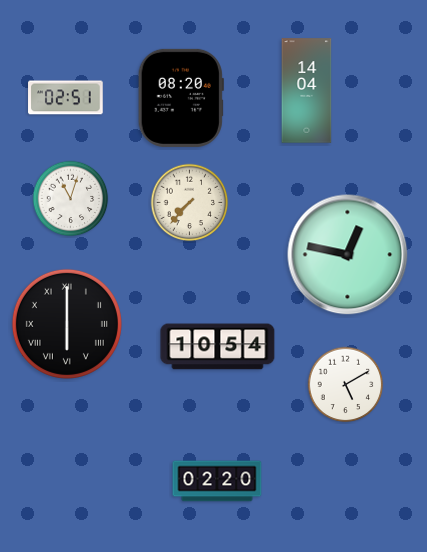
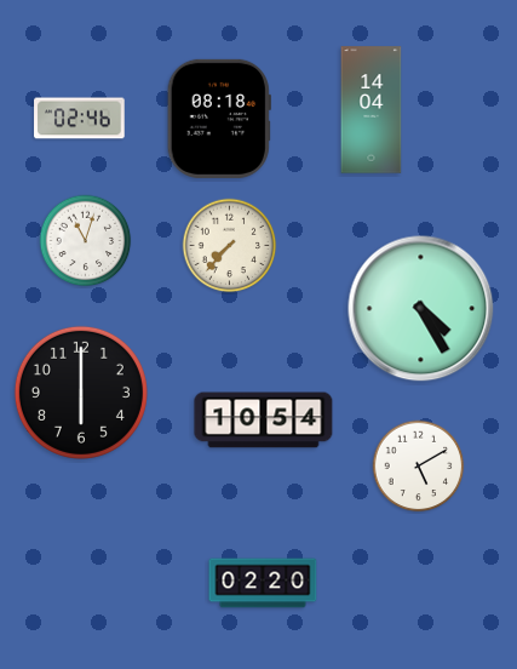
clock at (66, 98): 02:51 -> 02:46
clock at (181, 98): 08:20 -> 08:18
clock at (348, 255): 12:47 -> 4:25
clock at (67, 324) numerals: Roman -> Arabic
